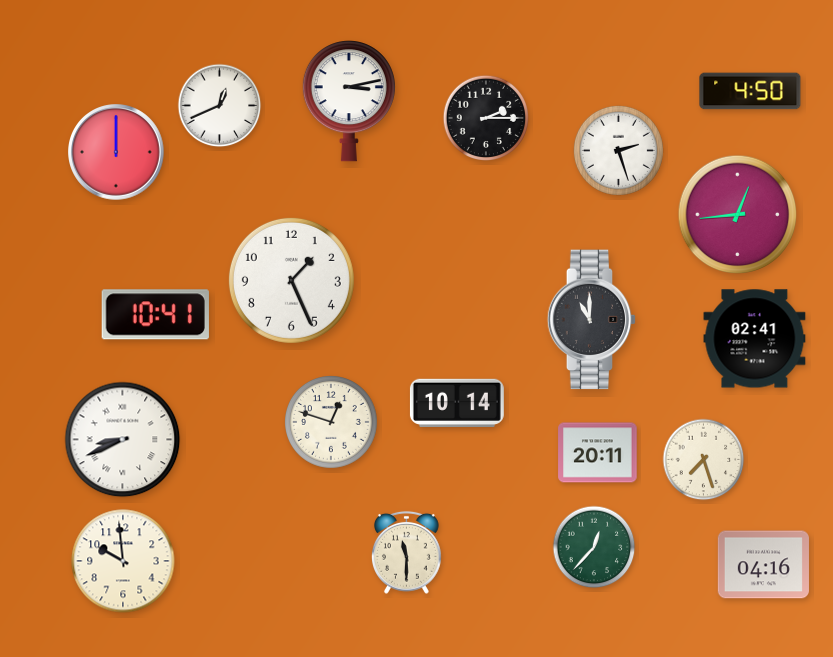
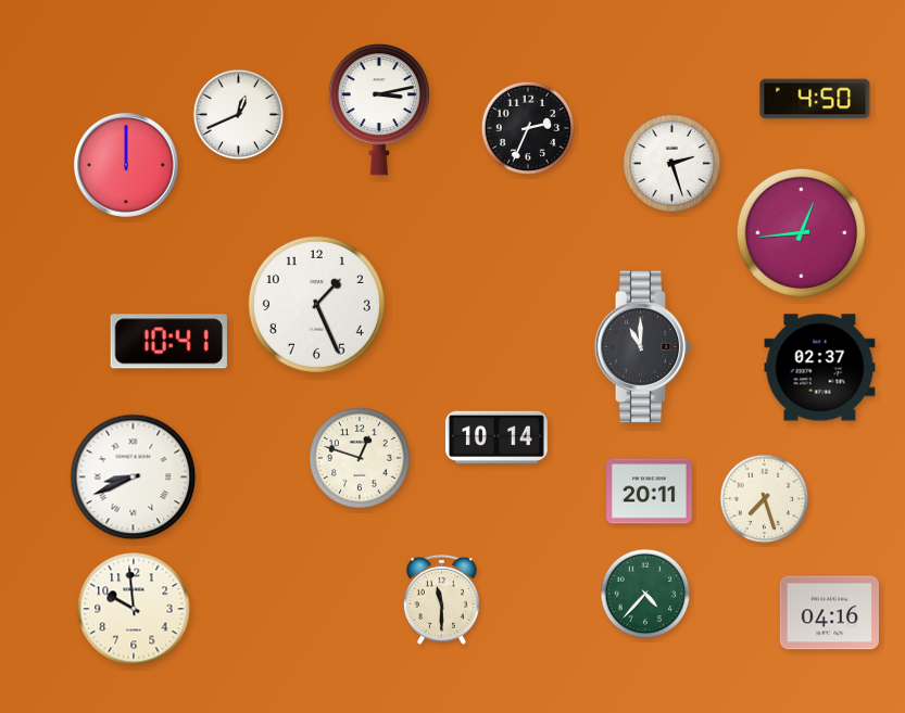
clock at (486, 118): 2:15 -> 2:34
clock at (755, 339): 02:41 -> 02:37
clock at (594, 547): 12:37 -> 4:37
